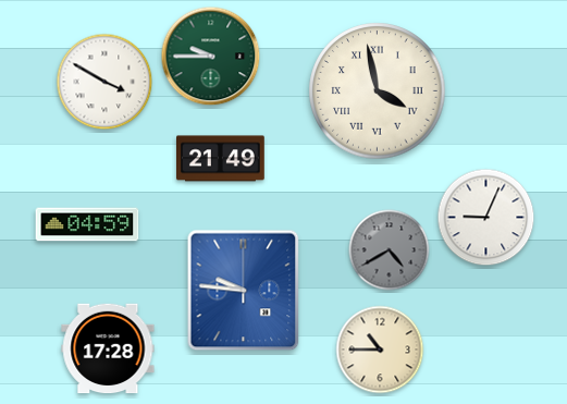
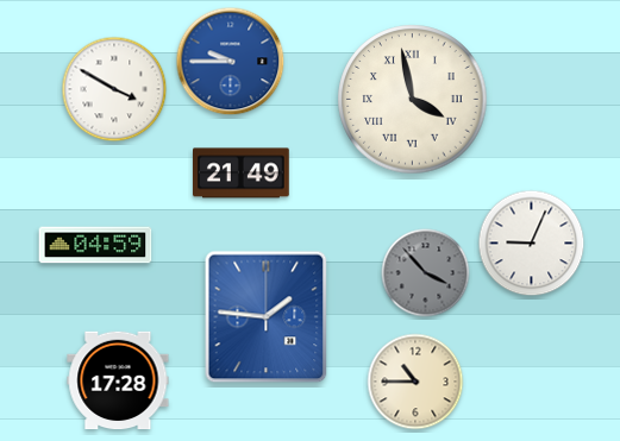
clock at (211, 57) dial: green -> blue
clock at (486, 218) position: (486, 218) -> (532, 244)
clock at (390, 250): 4:40 -> 3:53
clock at (244, 291): 9:46 -> 1:46
